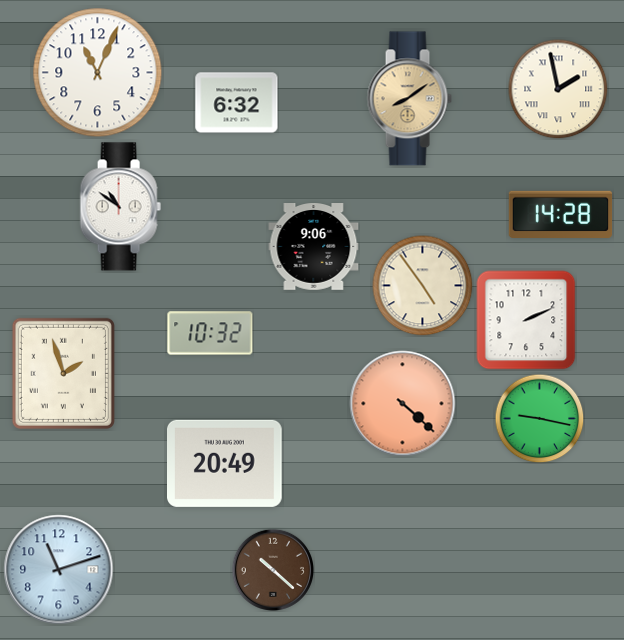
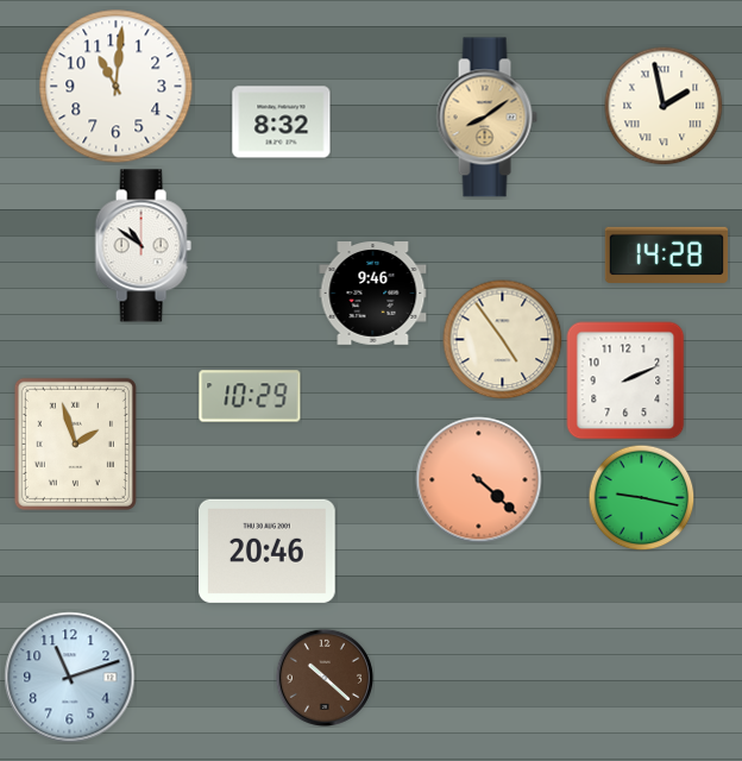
clock at (98, 73): 11:04 -> 11:01
clock at (237, 103): 6:32 -> 8:32
clock at (314, 247): 9:06 -> 9:46
clock at (210, 333): 10:32 -> 10:29
clock at (225, 463): 20:49 -> 20:46
